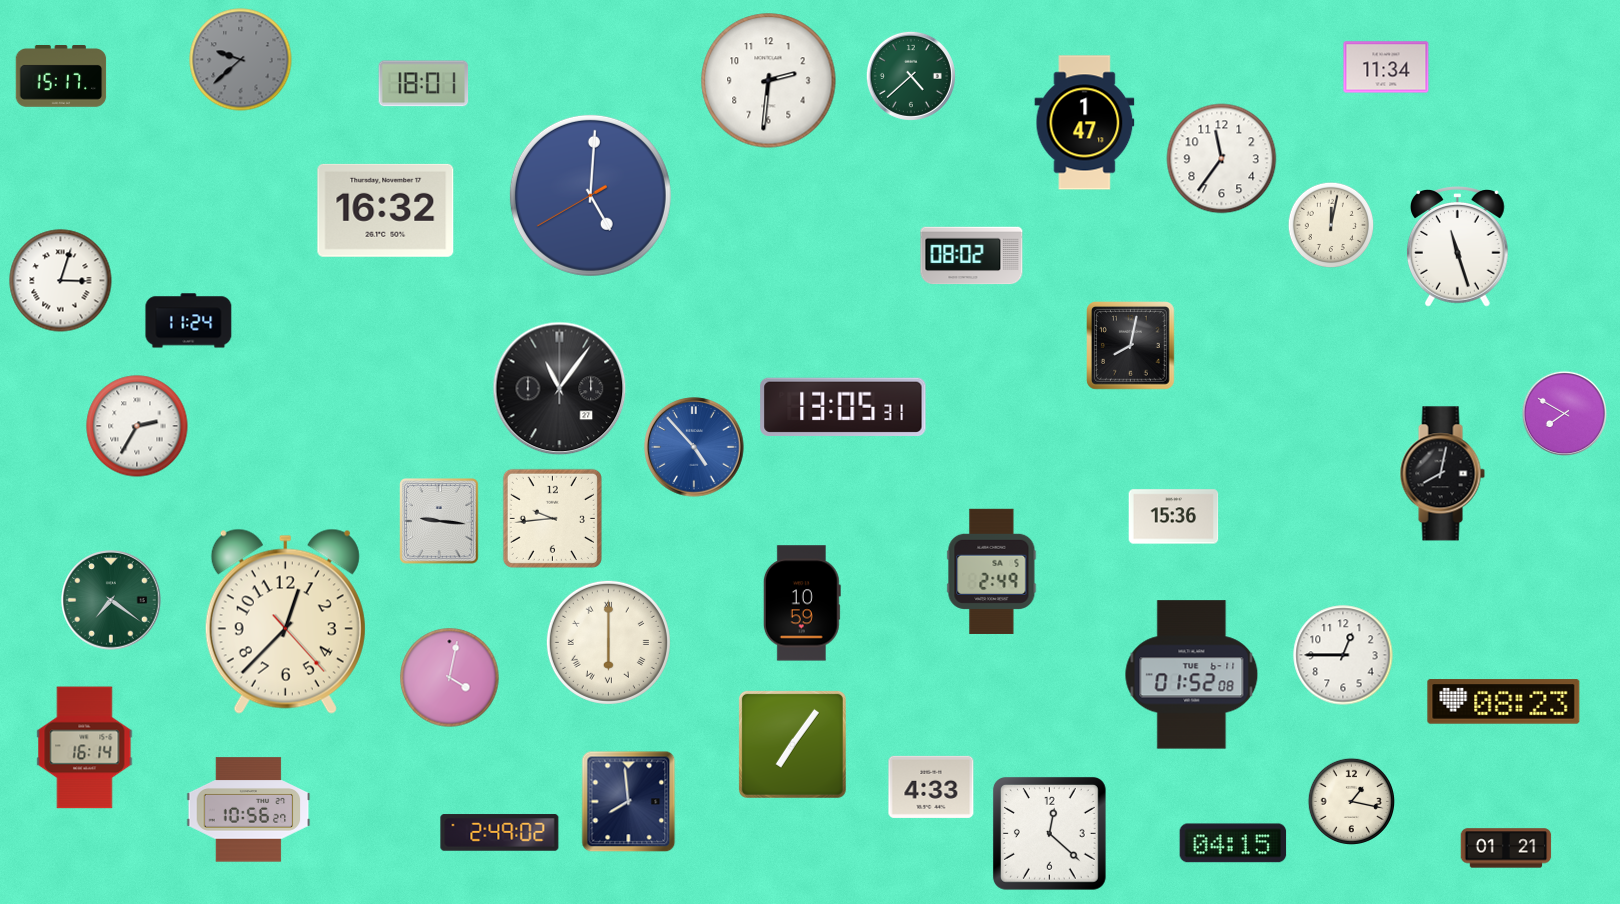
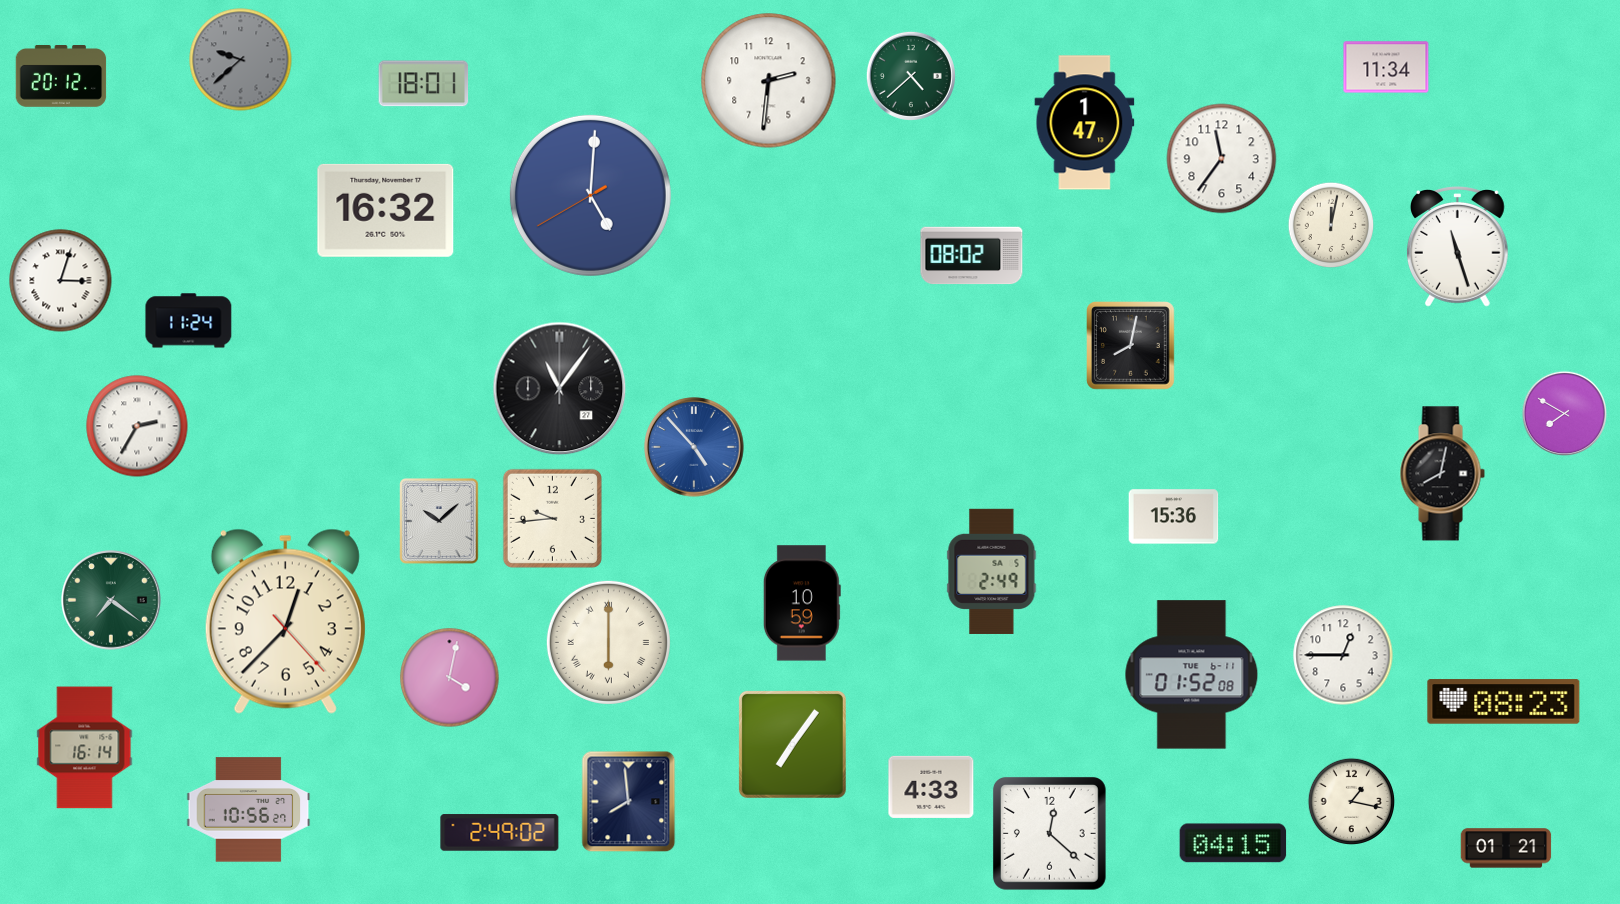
clock at (61, 77): 15:17 -> 20:12
clock at (843, 406): 13:05 -> none
clock at (439, 521): 9:16 -> 10:08
